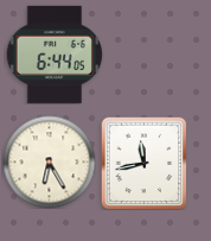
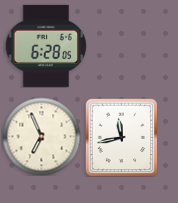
clock at (53, 55): 6:44 -> 6:28
clock at (49, 161): 6:25 -> 6:56
